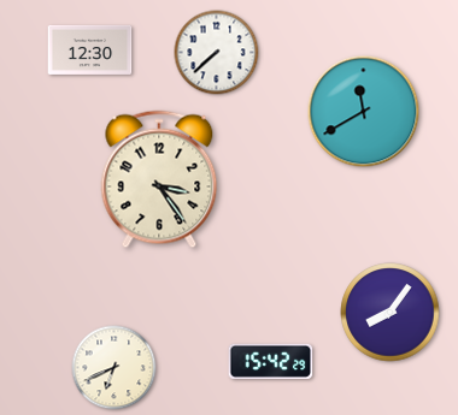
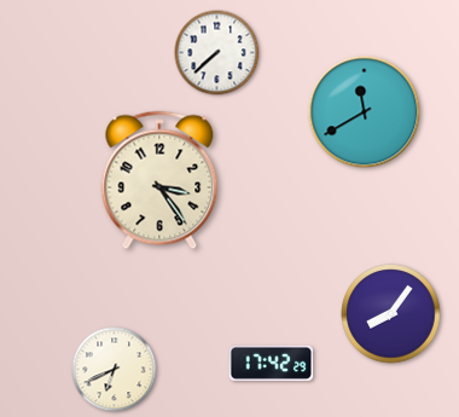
clock at (90, 49): 12:30 -> none
clock at (271, 361): 15:42 -> 17:42
